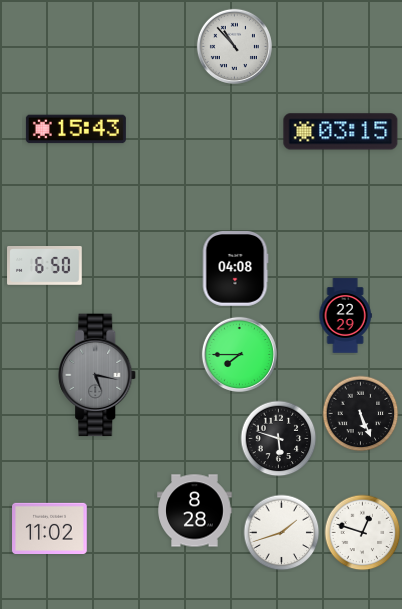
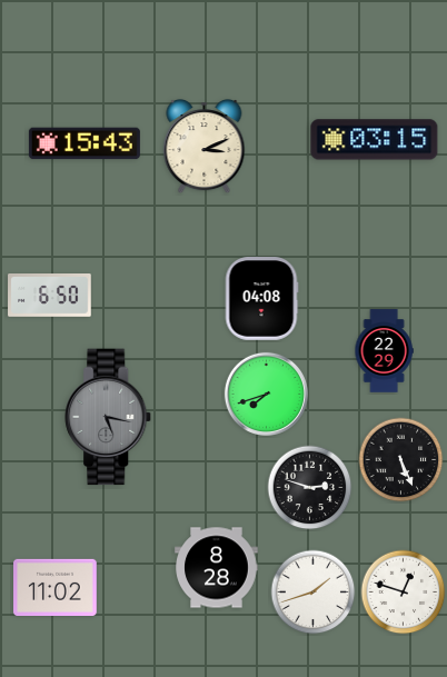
clock at (234, 46): 10:53 -> none
clock at (341, 132) position: (341, 132) -> (375, 140)
clock at (205, 148): none -> 3:11
clock at (239, 354): 7:45 -> 7:42
clock at (279, 439): 5:48 -> 2:48
